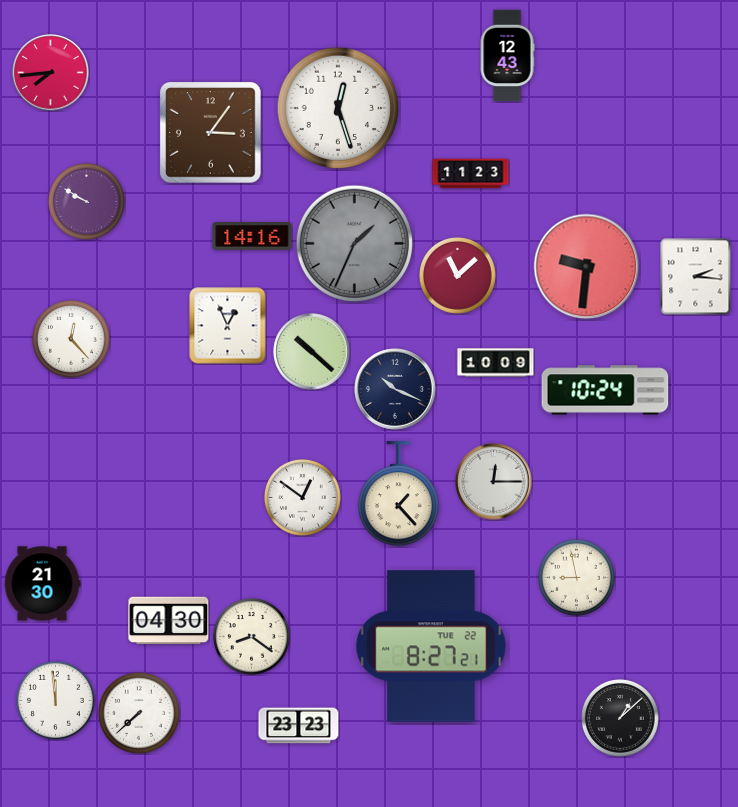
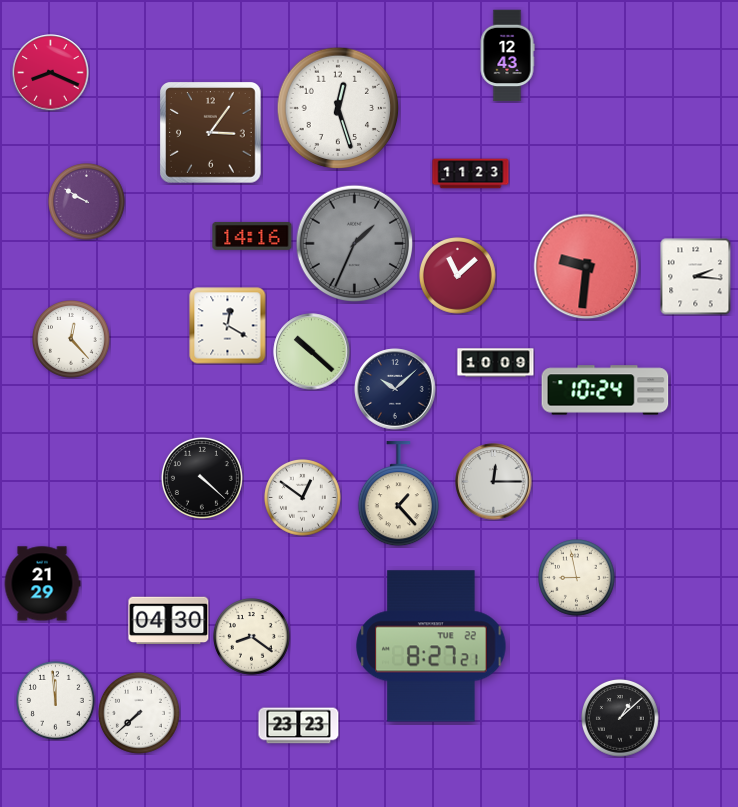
clock at (51, 73): 7:44 -> 8:19
clock at (228, 326): 12:56 -> 12:20
clock at (395, 389): 10:19 -> 10:08
clock at (202, 478): none -> 4:22
clock at (42, 584): 21:30 -> 21:29
